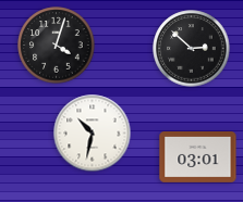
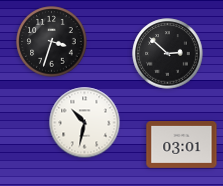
clock at (57, 46): 4:03 -> 3:33
clock at (192, 49) position: (192, 49) -> (168, 54)
